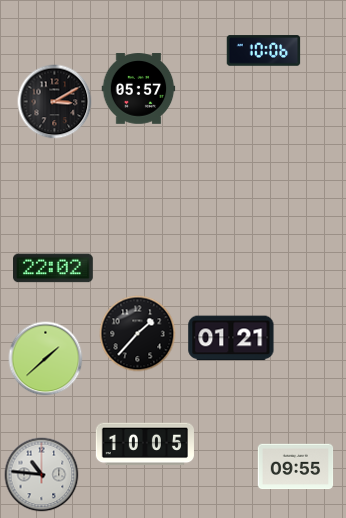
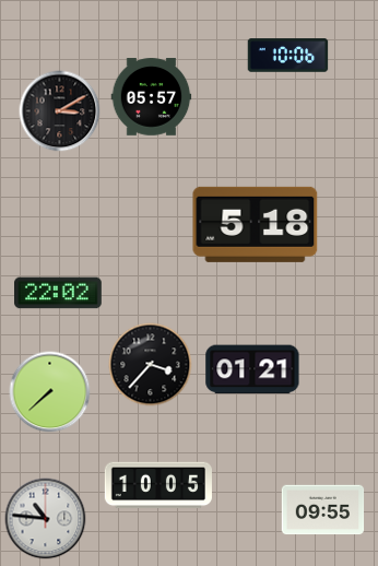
clock at (256, 224): none -> 5:18
clock at (138, 334): 1:37 -> 3:37
clock at (46, 359): 1:38 -> 7:38
